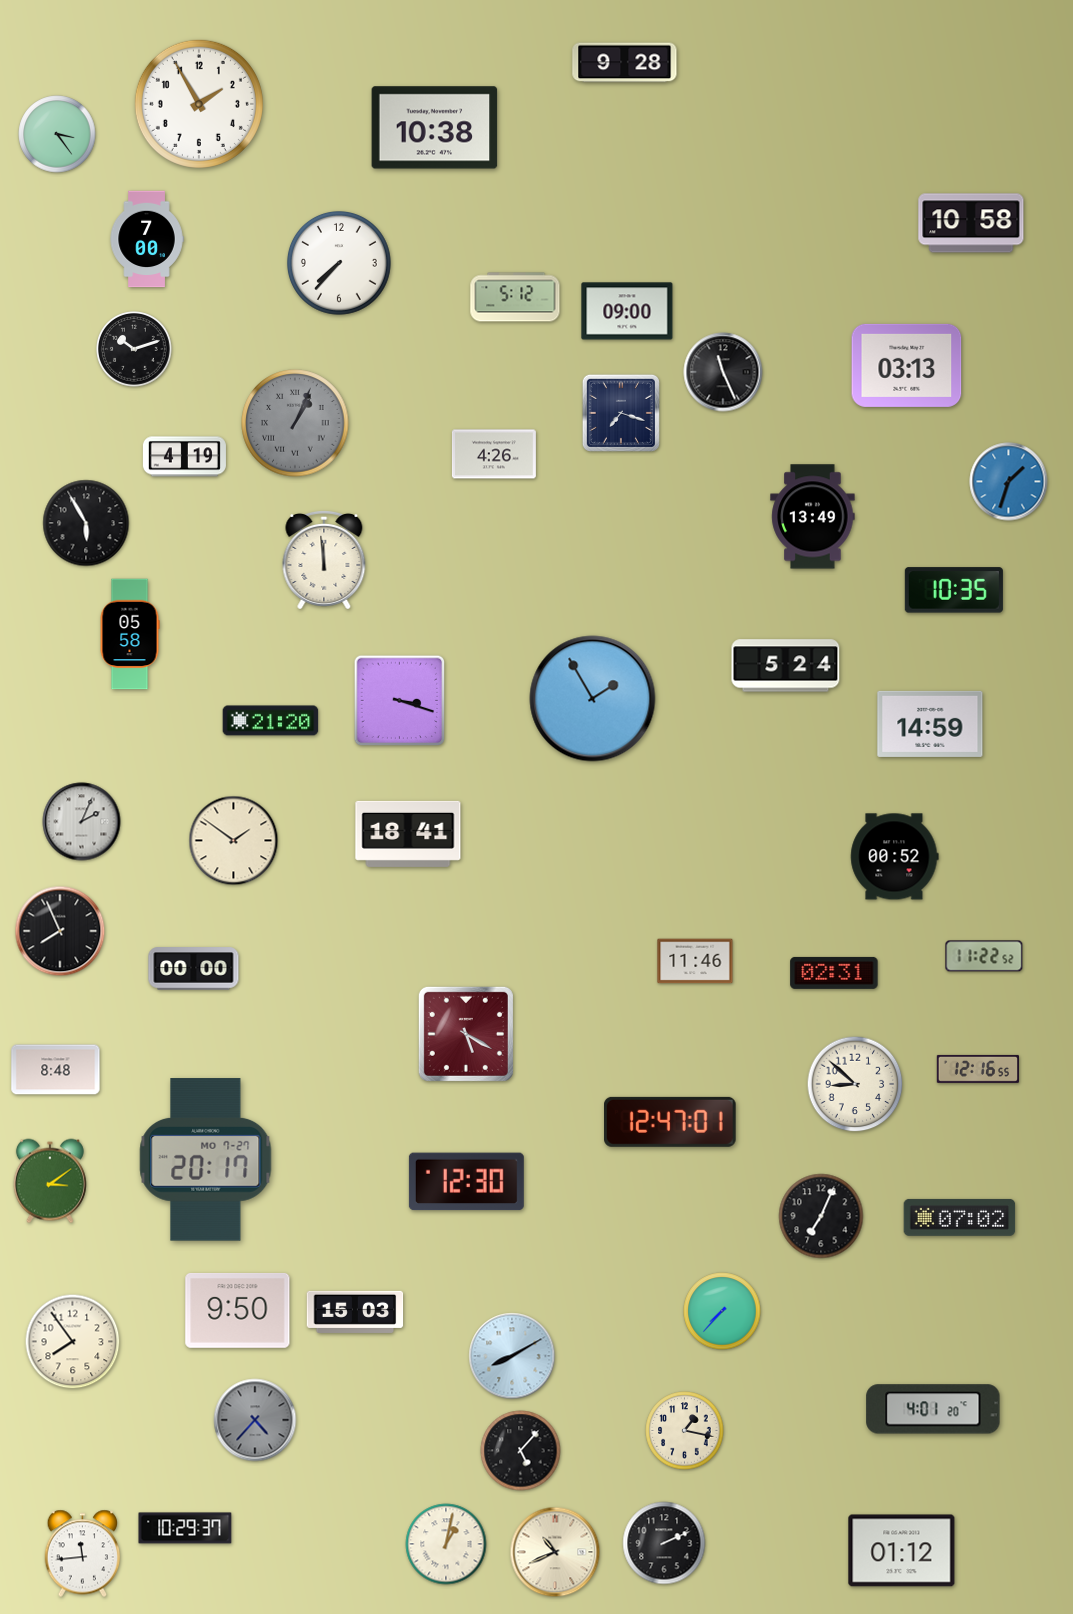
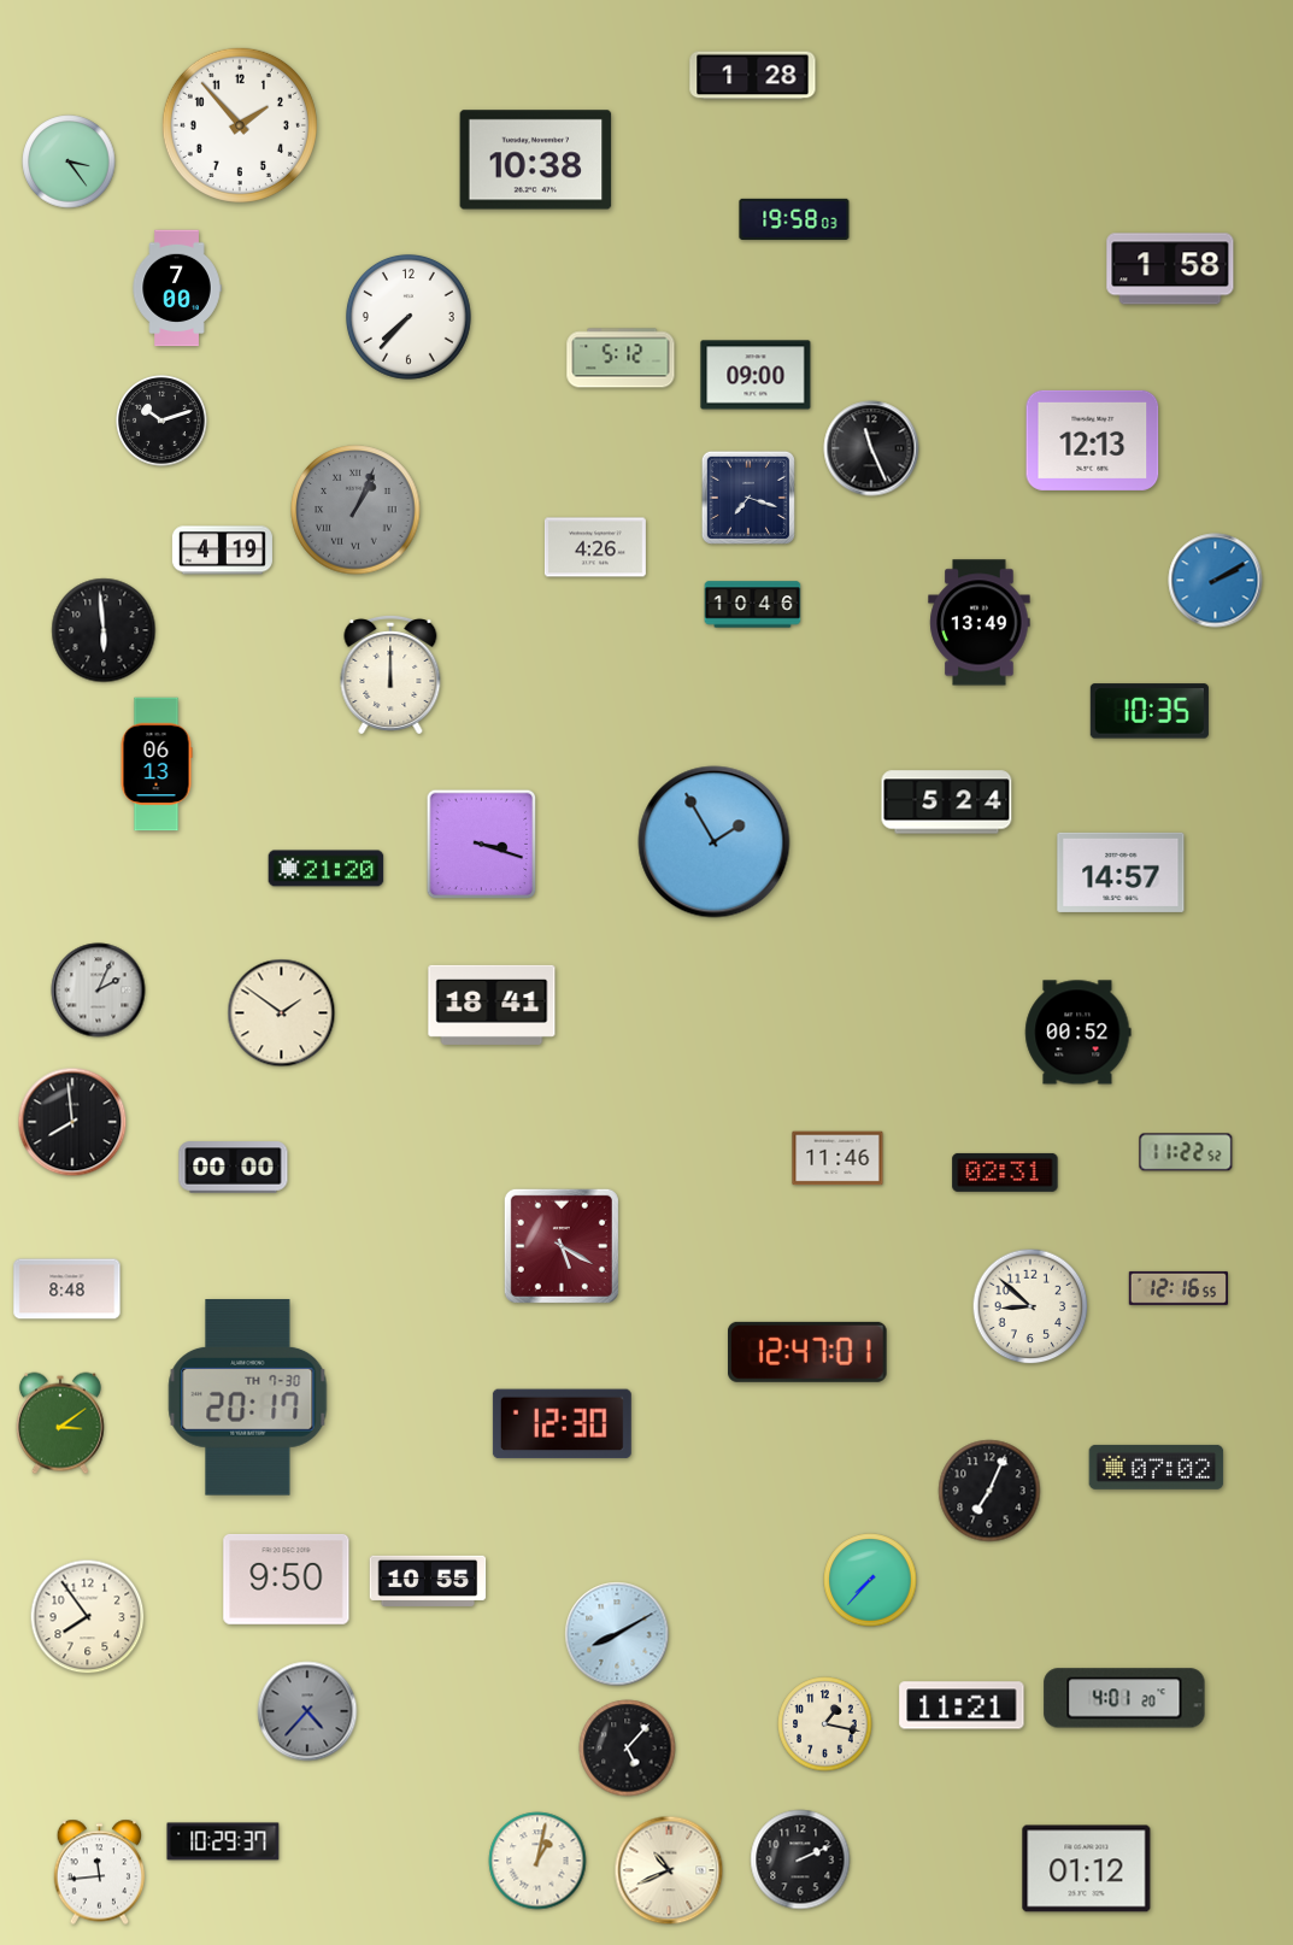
clock at (625, 63): 9:28 -> 1:28
clock at (199, 104): 1:55 -> 1:53
clock at (435, 128) position: (435, 128) -> (536, 160)
clock at (794, 218): none -> 19:58
clock at (971, 223): 10:58 -> 1:58
clock at (907, 365): 03:13 -> 12:13
clock at (1009, 482): 1:33 -> 2:10
clock at (753, 605): none -> 10:46
clock at (86, 523): 5:55 -> 5:59
clock at (324, 560): 11:59 -> 12:00
clock at (130, 634): 05:58 -> 06:13
clock at (930, 724): 14:59 -> 14:57
clock at (60, 931): 7:56 -> 7:59
clock at (206, 1160) date: MO 7-27 -> TH 7-30
clock at (821, 1216) position: (821, 1216) -> (989, 1491)
clock at (355, 1312): 15:03 -> 10:55
clock at (962, 1705): none -> 11:21
